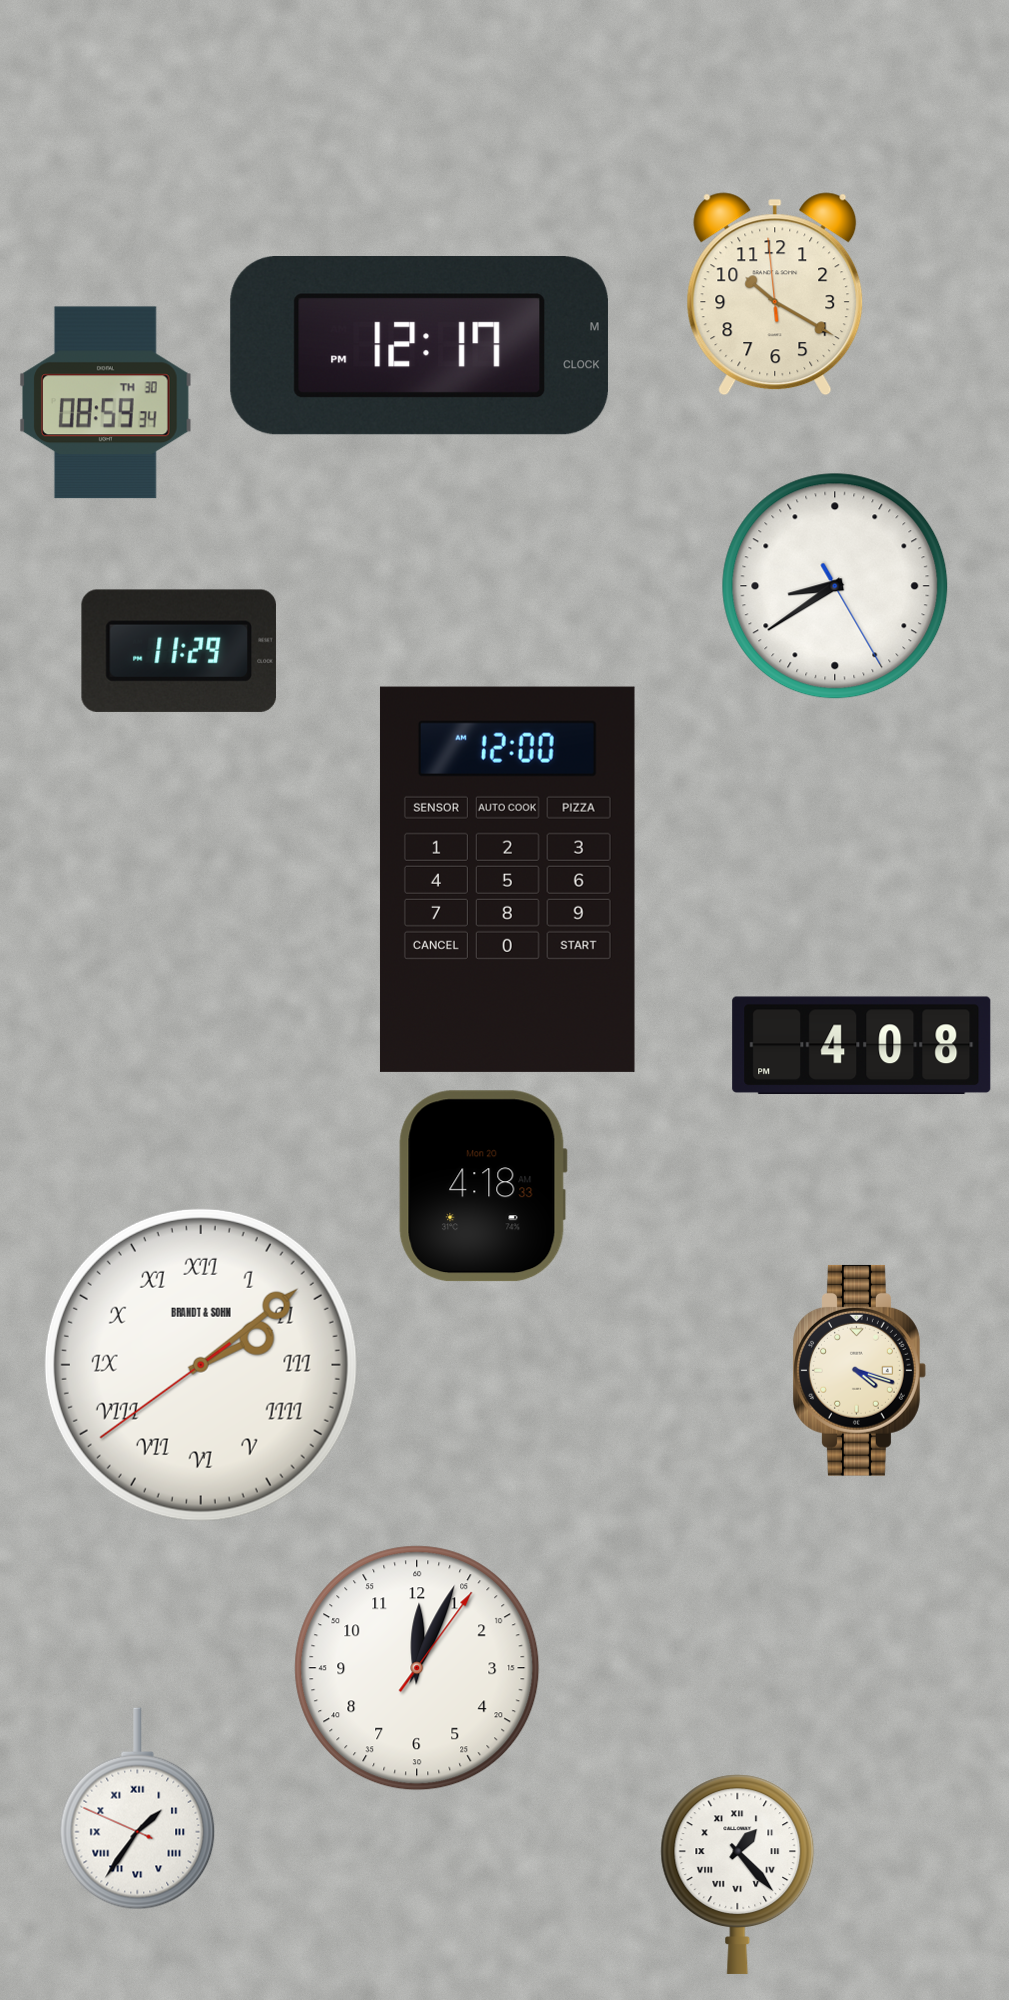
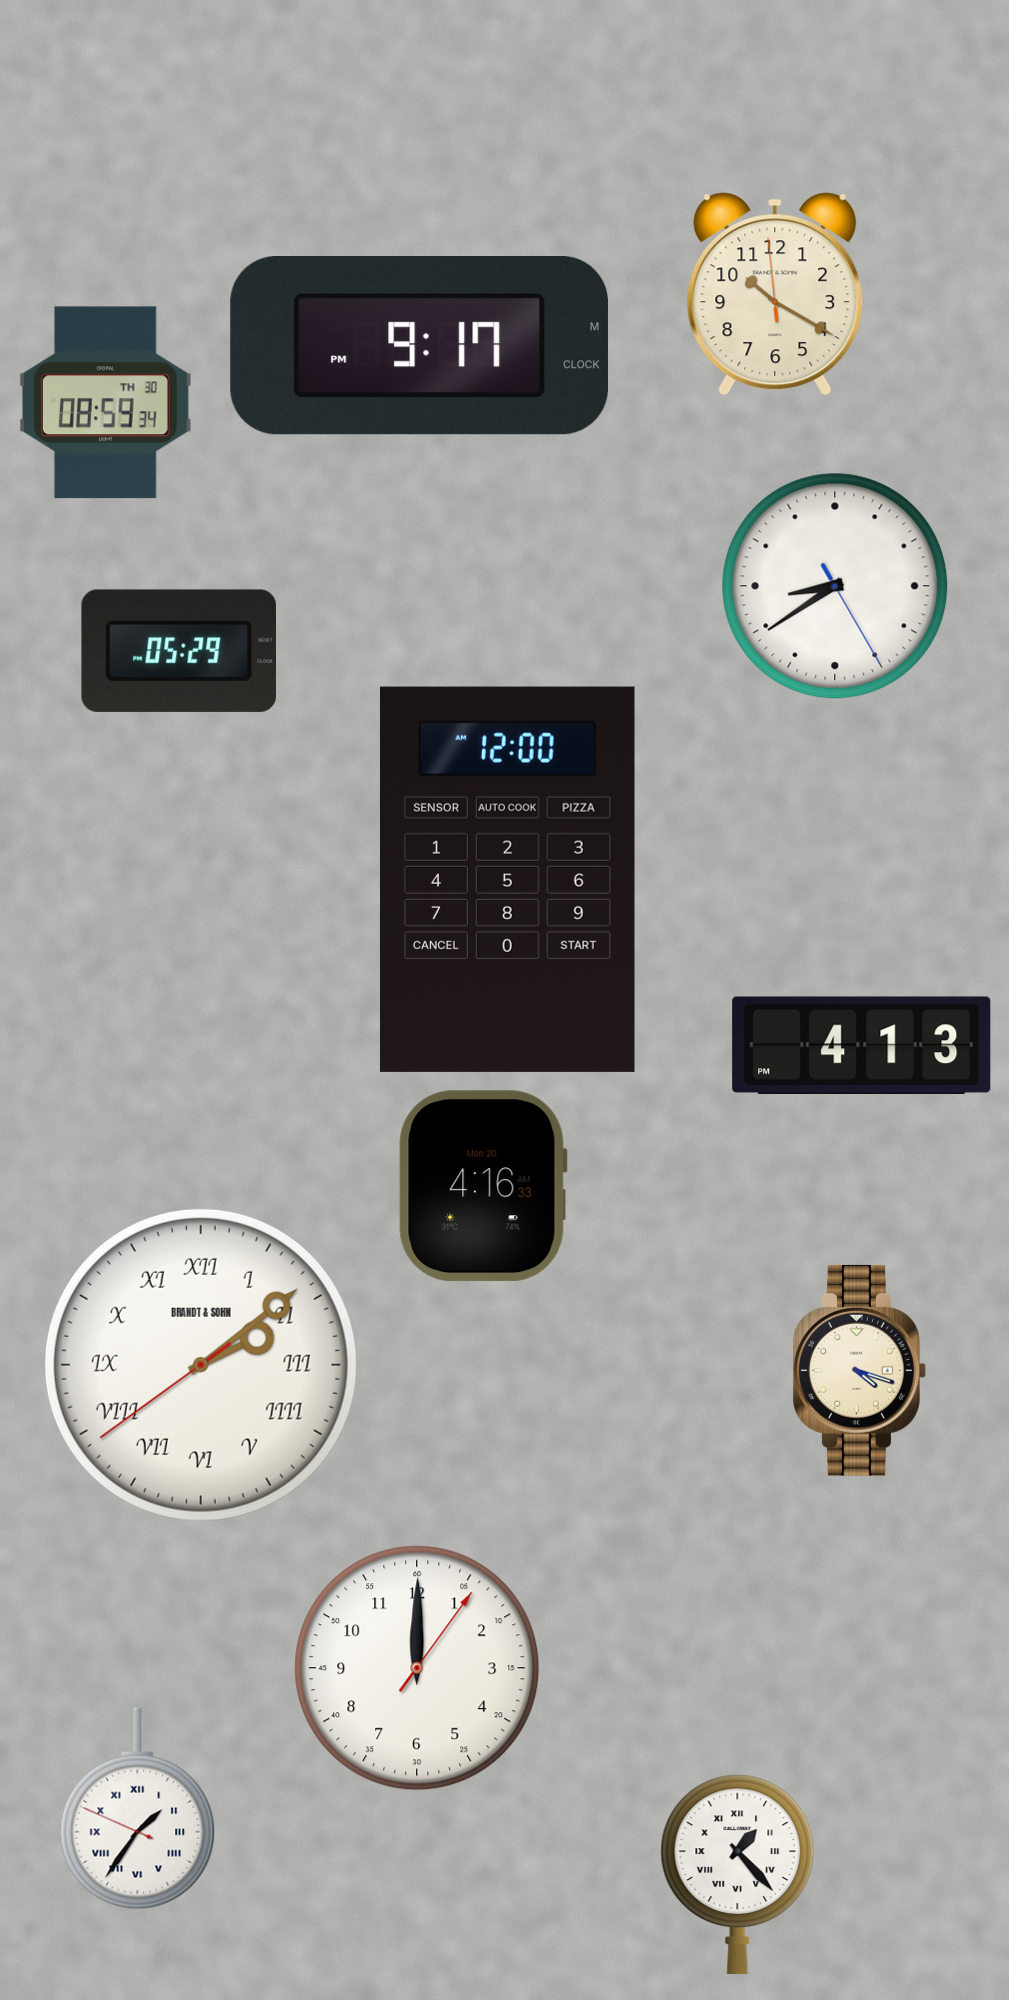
clock at (419, 346): 12:17 -> 9:17
clock at (179, 651): 11:29 -> 05:29
clock at (862, 1045): 4:08 -> 4:13
clock at (483, 1186): 4:18 -> 4:16
clock at (417, 1668): 12:04 -> 12:00
